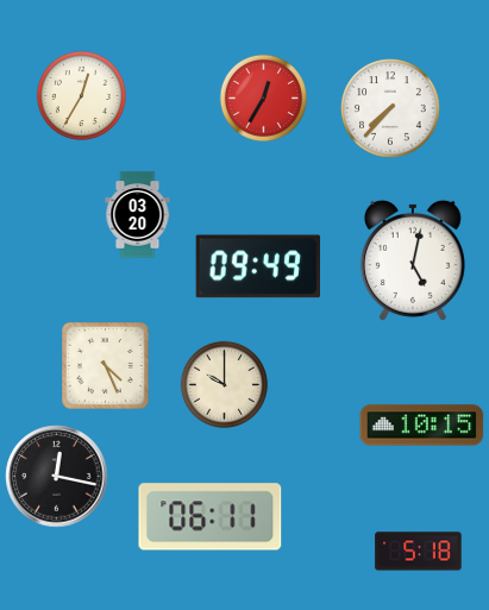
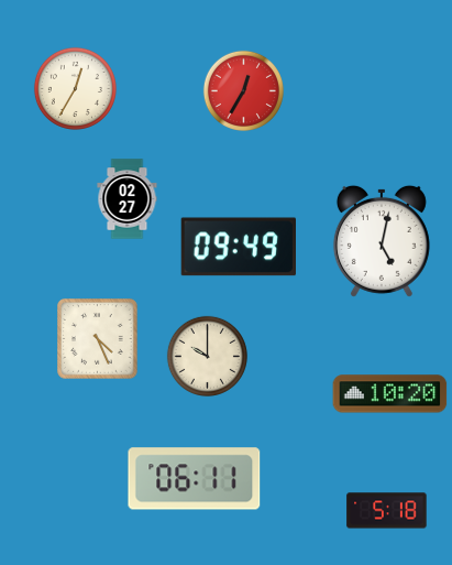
clock at (390, 108): 7:37 -> none
clock at (138, 215): 03:20 -> 02:27
clock at (422, 426): 10:15 -> 10:20
clock at (57, 477): 12:17 -> none
